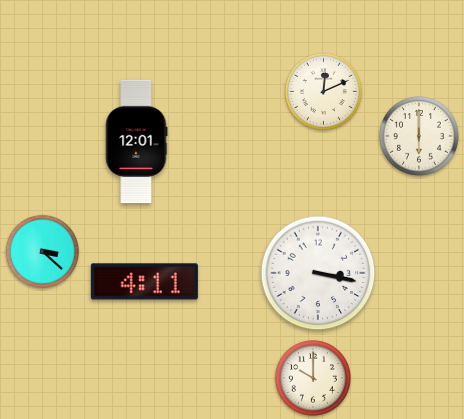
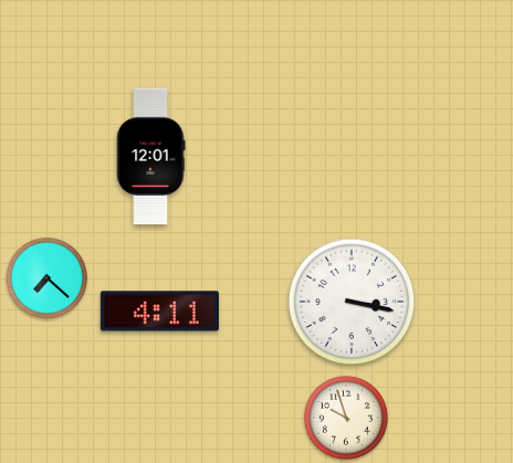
clock at (323, 91): 12:11 -> none
clock at (420, 137): 6:00 -> none
clock at (42, 251): 3:22 -> 7:22
clock at (313, 378): 10:00 -> 9:57
